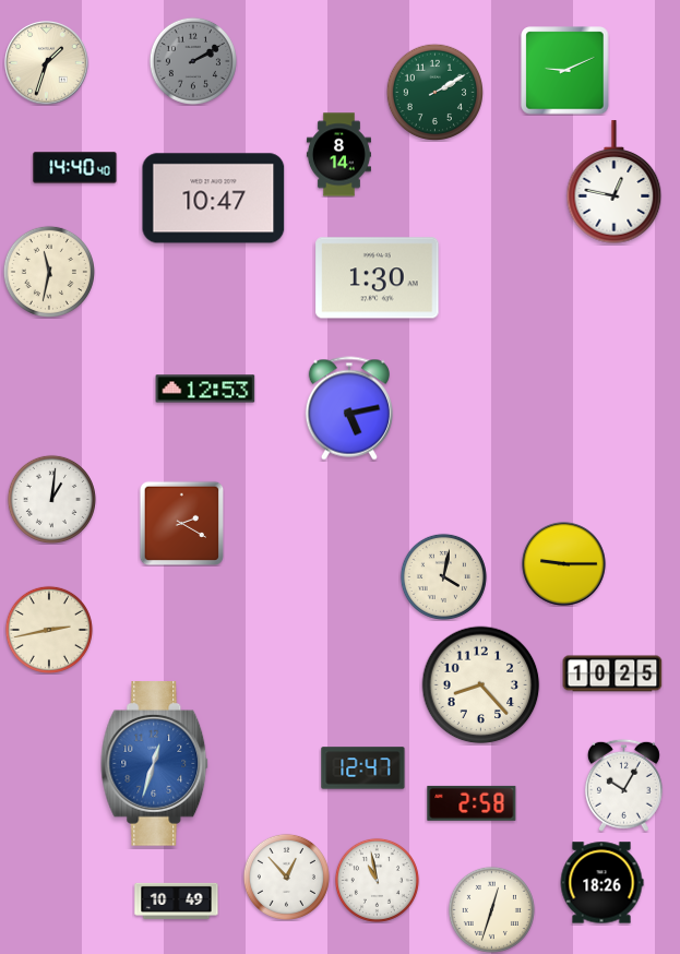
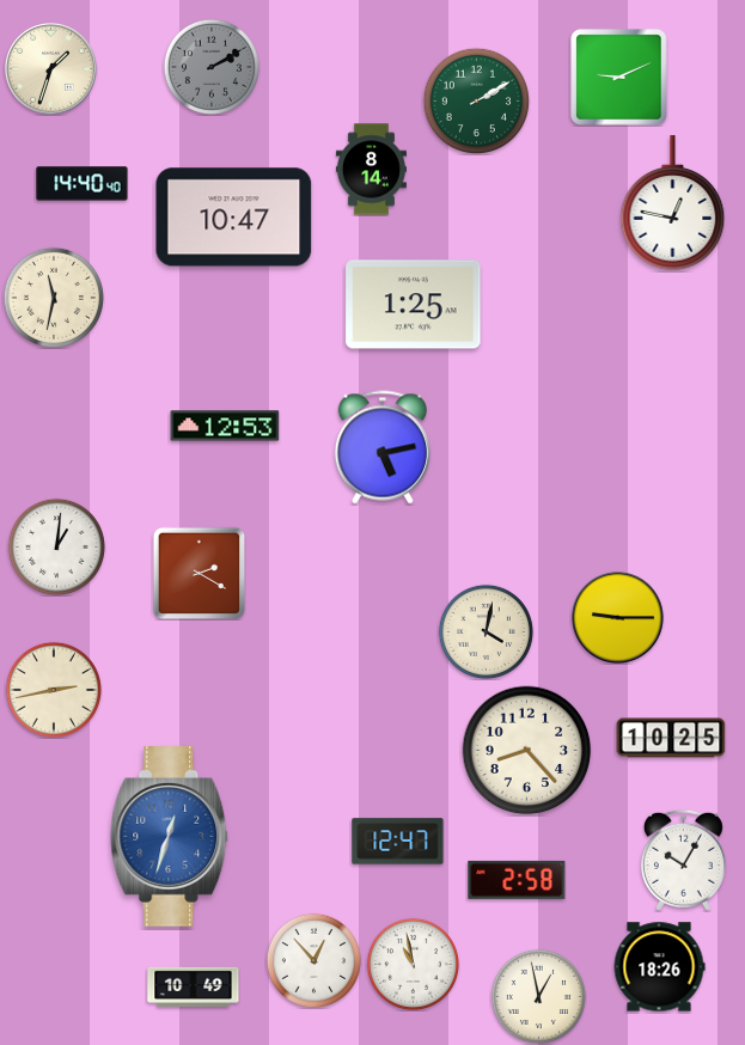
clock at (615, 182) position: (615, 182) -> (673, 203)
clock at (378, 278): 1:30 -> 1:25
clock at (491, 909): 12:33 -> 12:58
